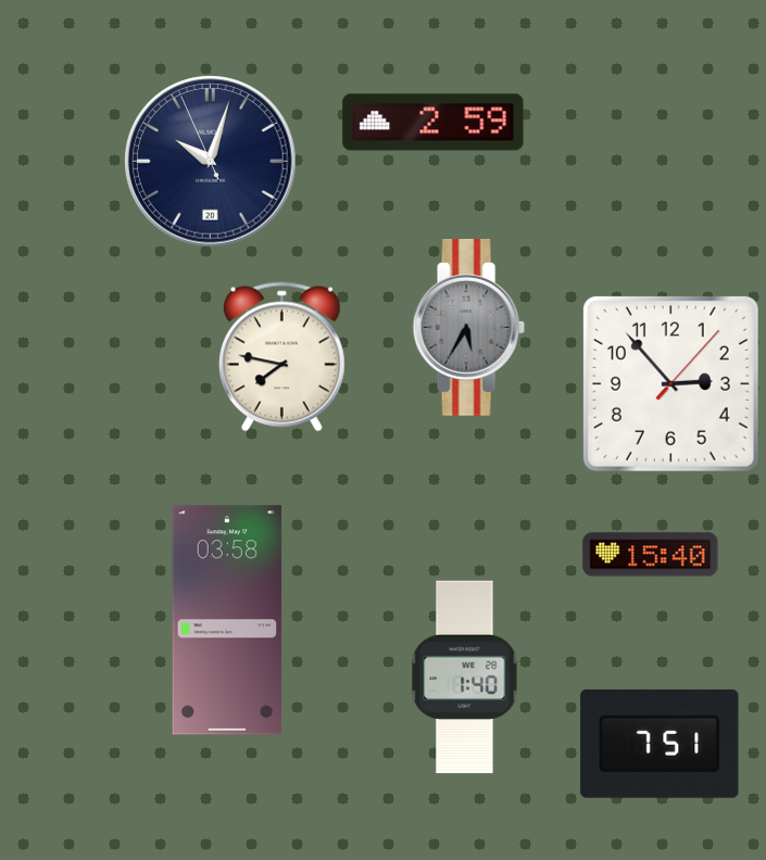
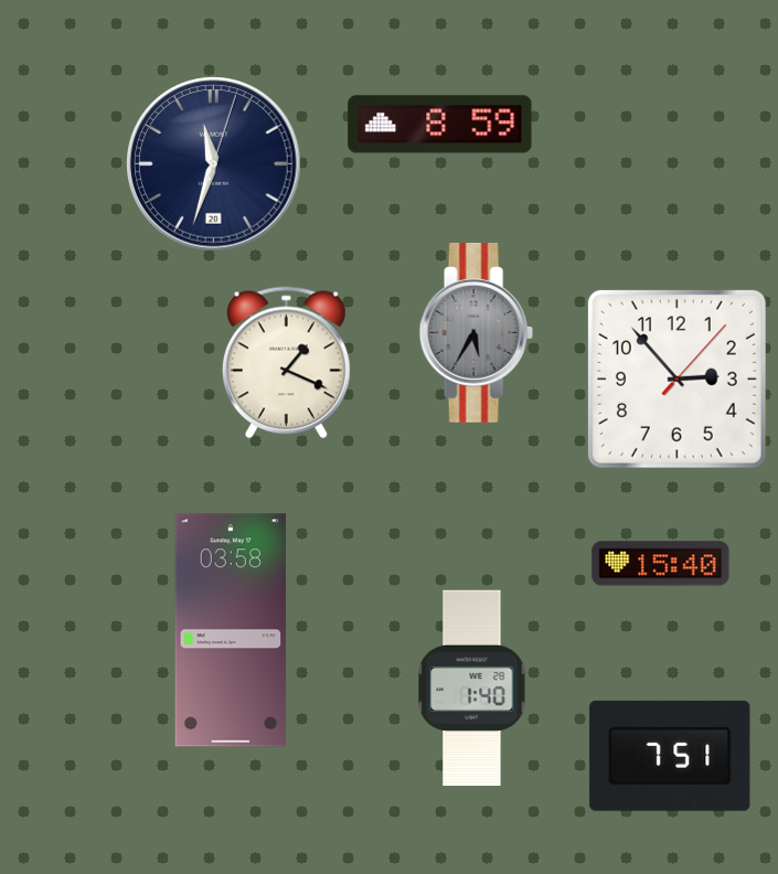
clock at (434, 123): 2:59 -> 8:59
clock at (211, 162): 10:02 -> 11:33
clock at (281, 357): 7:47 -> 1:19
clock at (670, 383) position: (670, 383) -> (676, 379)
